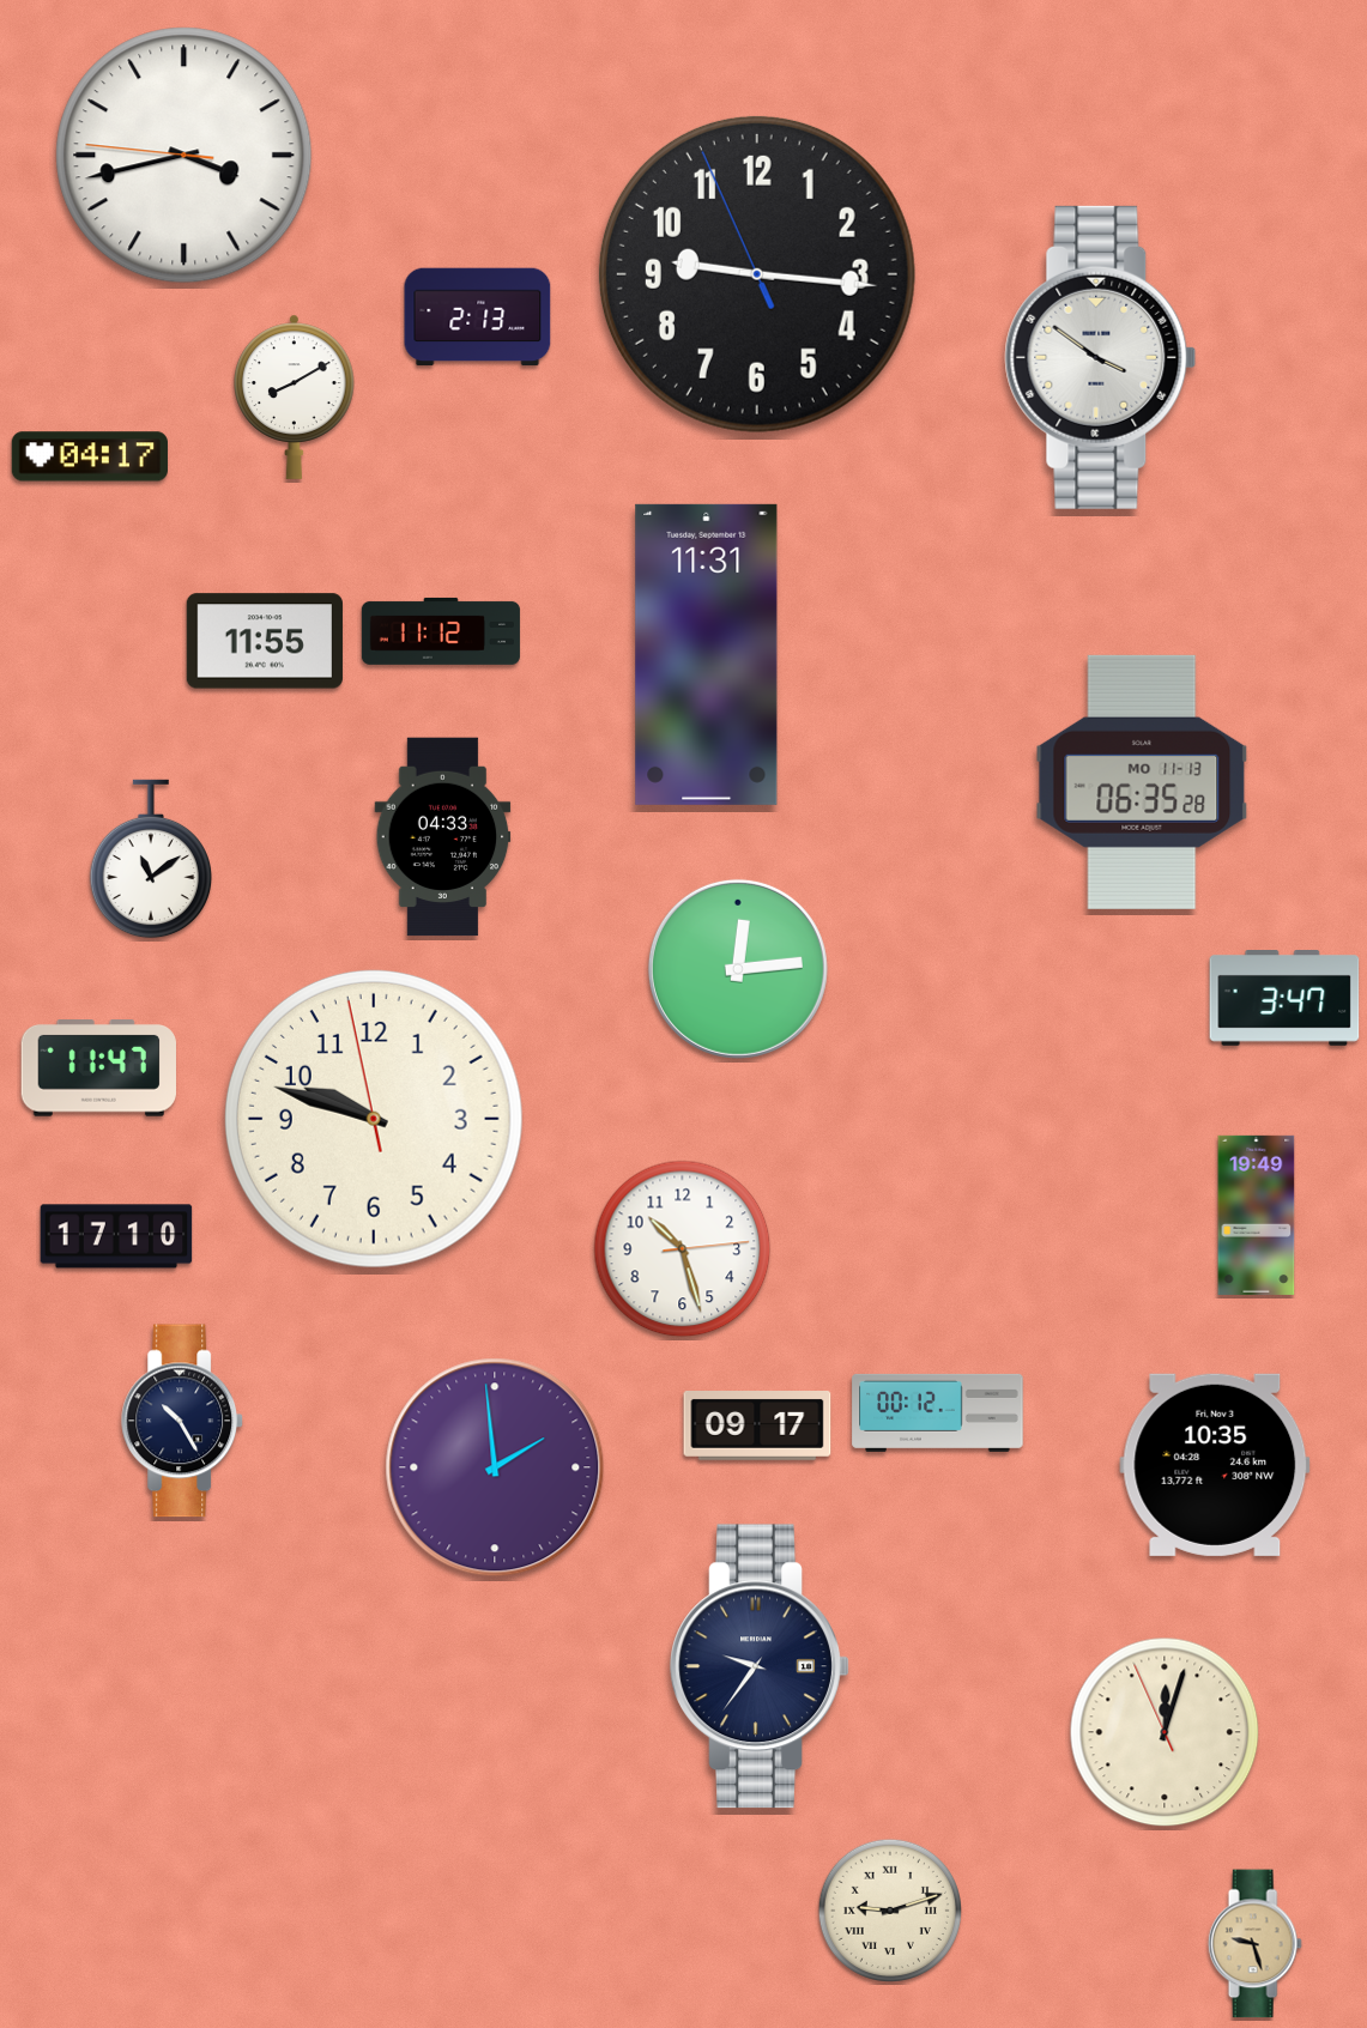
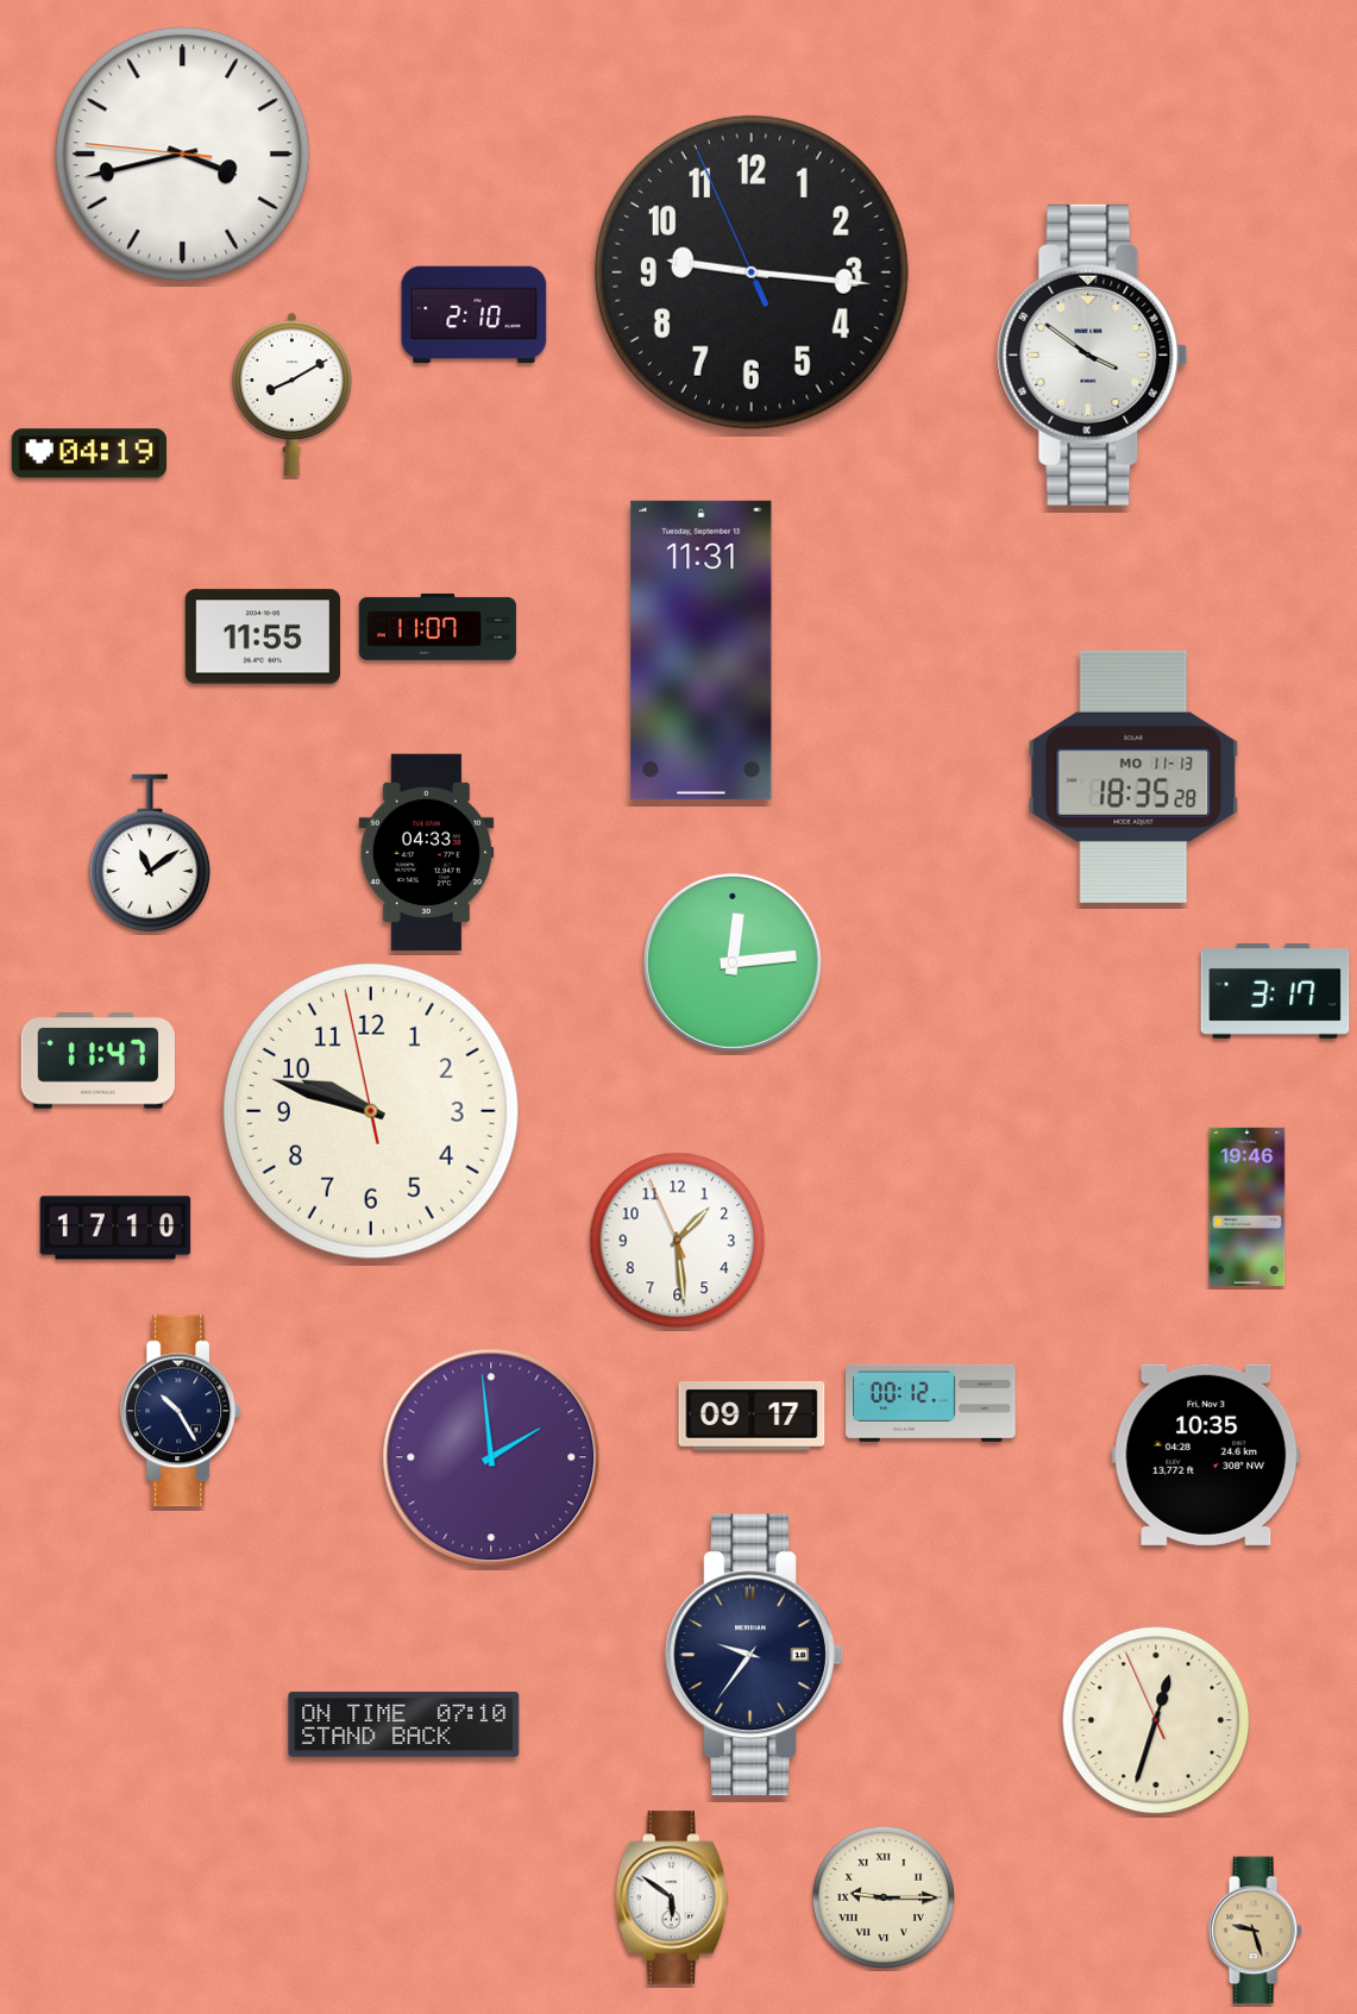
clock at (478, 317): 2:13 -> 2:10
clock at (90, 456): 04:17 -> 04:19
clock at (441, 631): 11:12 -> 11:07
clock at (1142, 782): 06:35 -> 18:35
clock at (443, 837) position: (443, 837) -> (427, 853)
clock at (1284, 999): 3:47 -> 3:17
clock at (1257, 1215): 19:49 -> 19:46
clock at (683, 1249): 10:27 -> 1:28
clock at (1165, 1732): 12:02 -> 12:32
clock at (404, 1725): none -> 07:10
clock at (672, 1897): none -> 5:51
clock at (890, 1911): 9:12 -> 9:15
clock at (1254, 1944) position: (1254, 1944) -> (1255, 1931)
